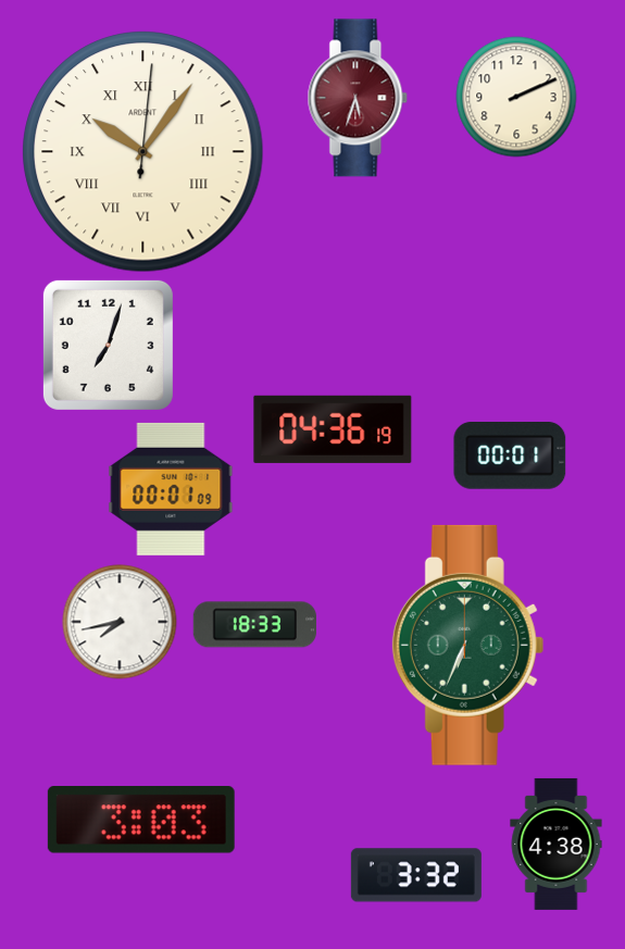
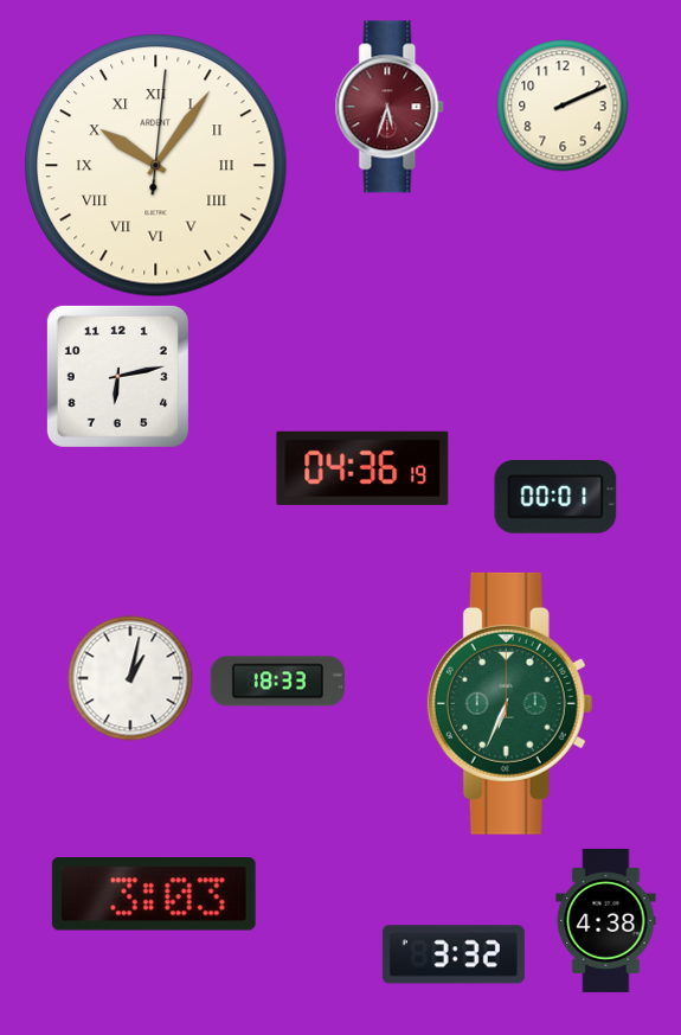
clock at (108, 345): 7:03 -> 6:13
clock at (171, 489): 00:01 -> none
clock at (120, 622): 7:43 -> 1:02
